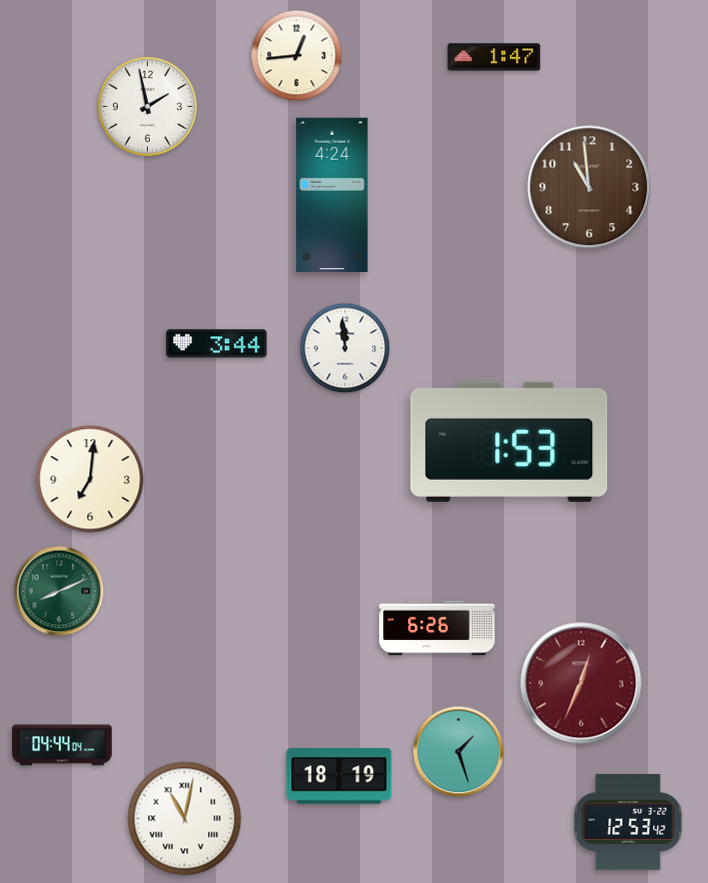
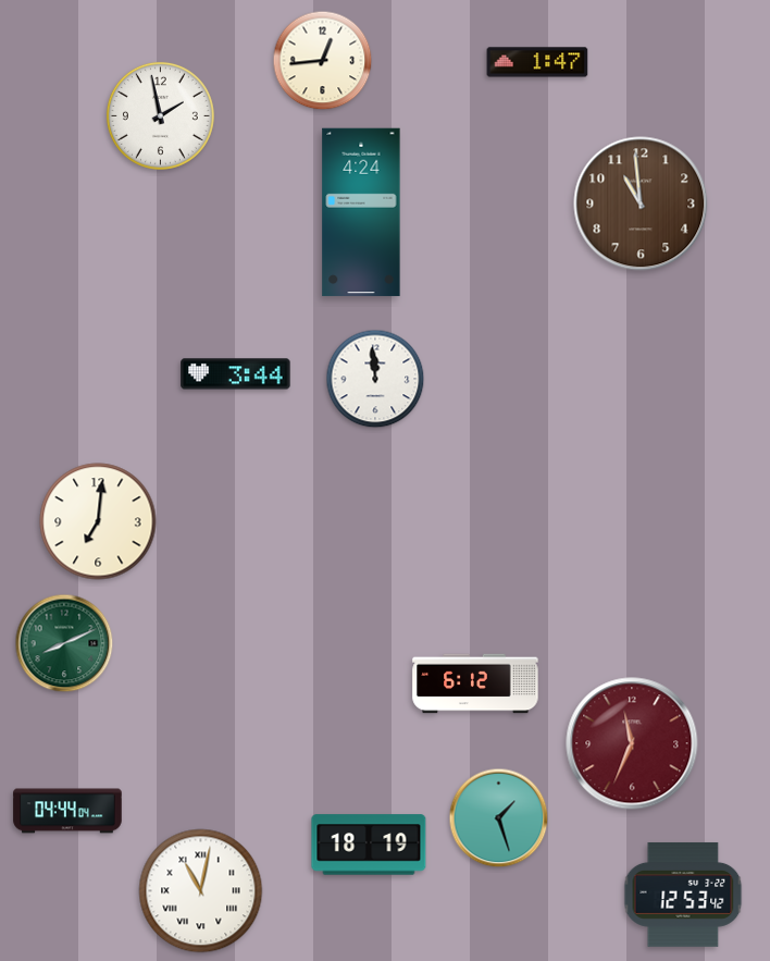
clock at (509, 442): 1:53 -> none
clock at (437, 628): 6:26 -> 6:12
clock at (581, 683): 12:34 -> 11:34
